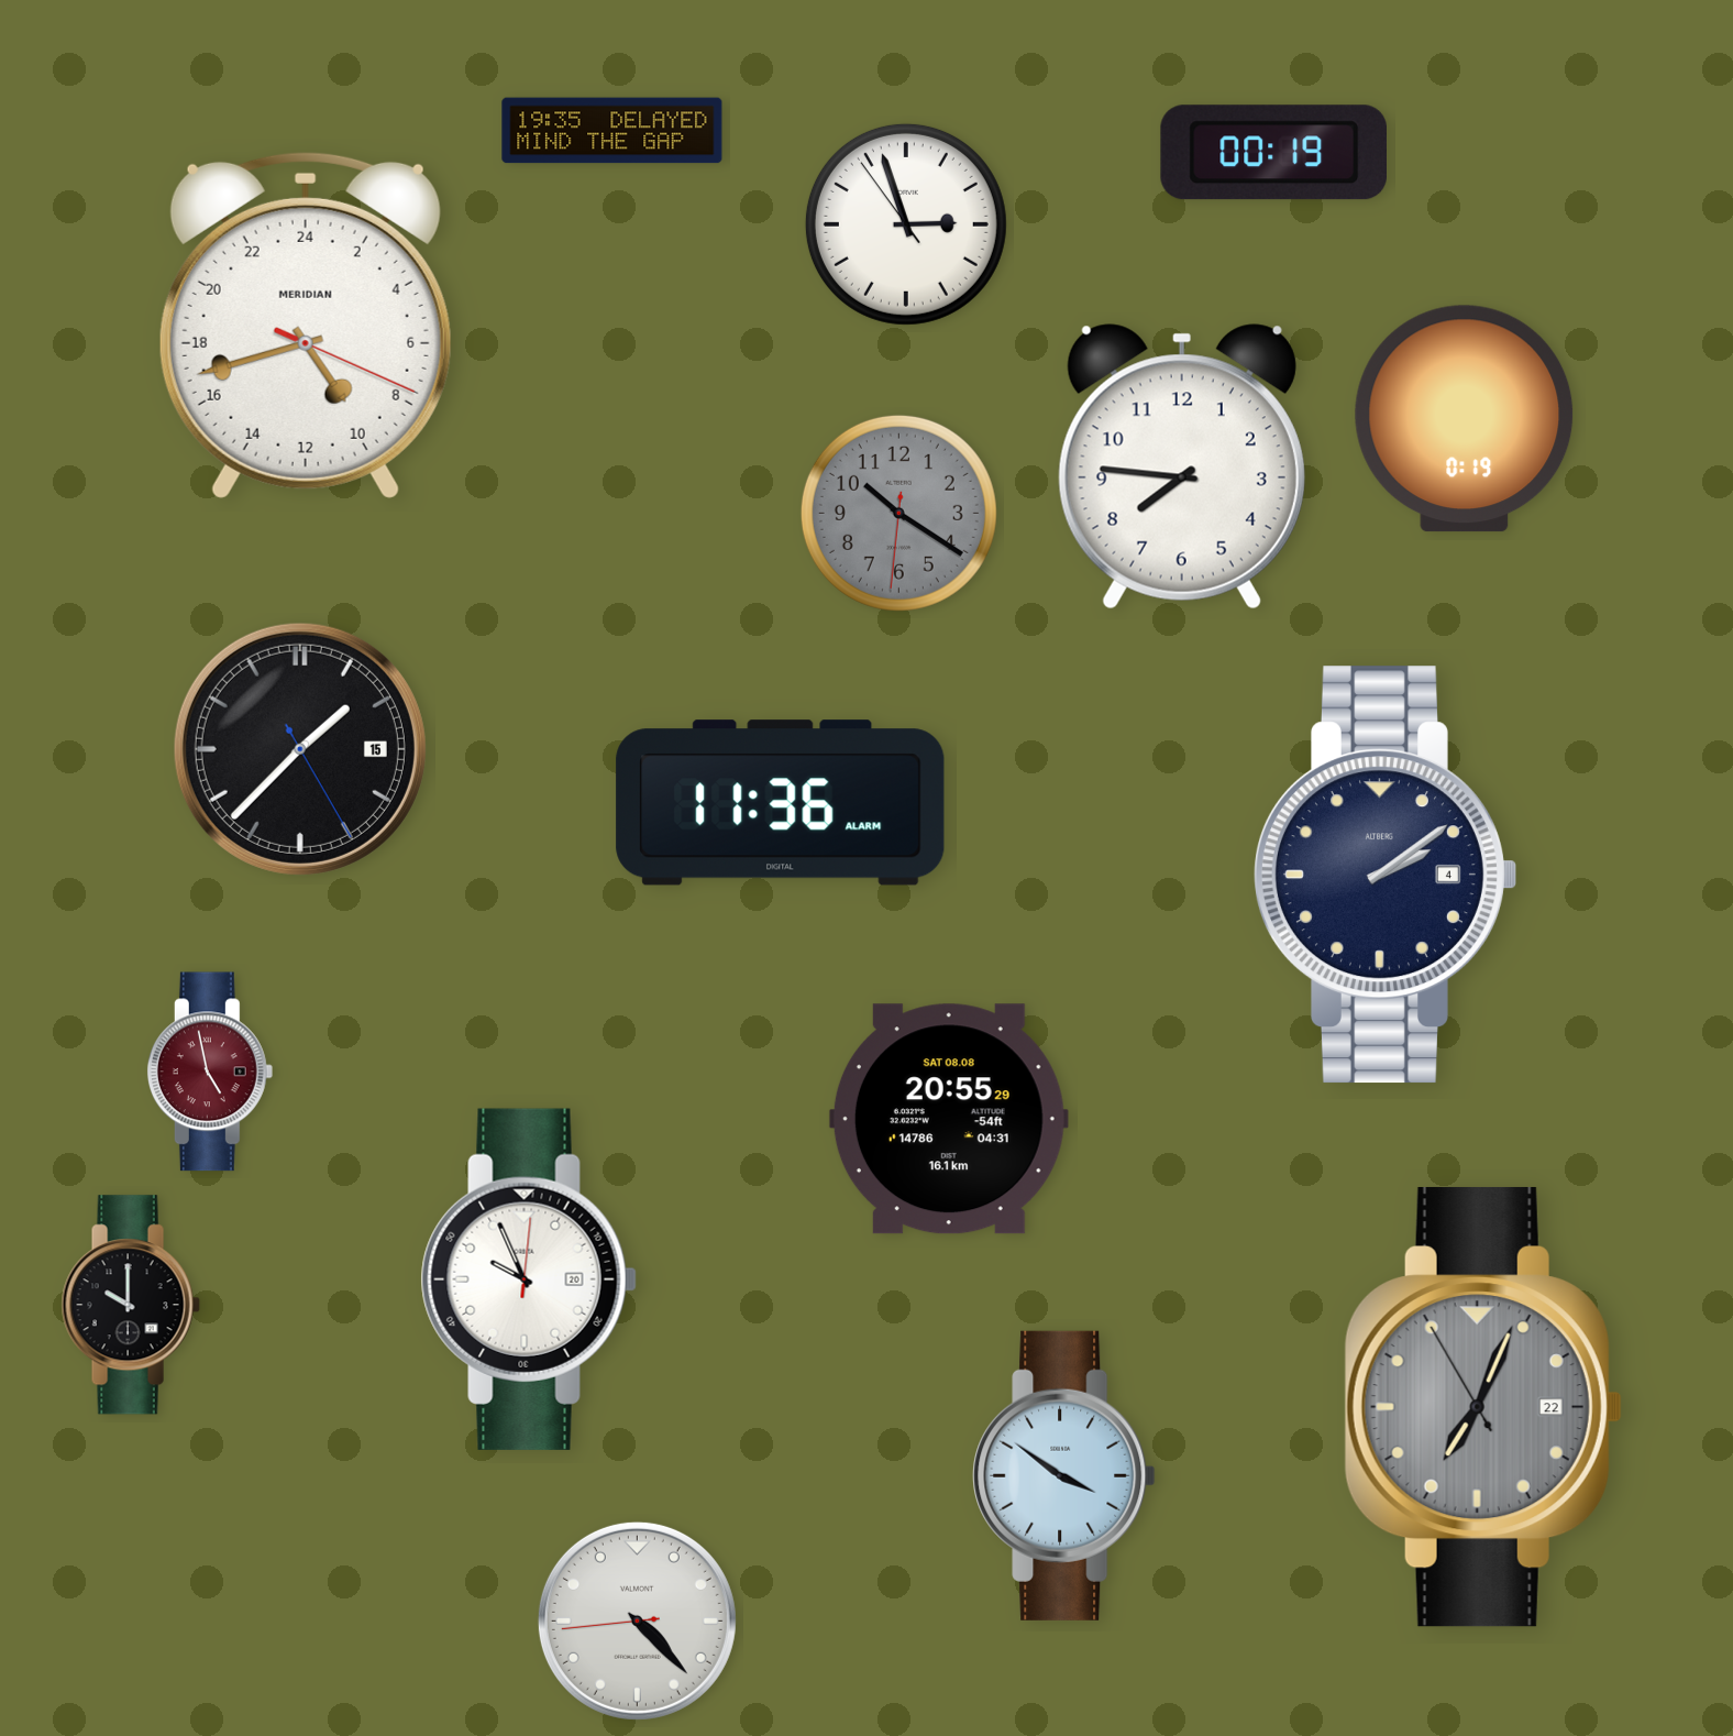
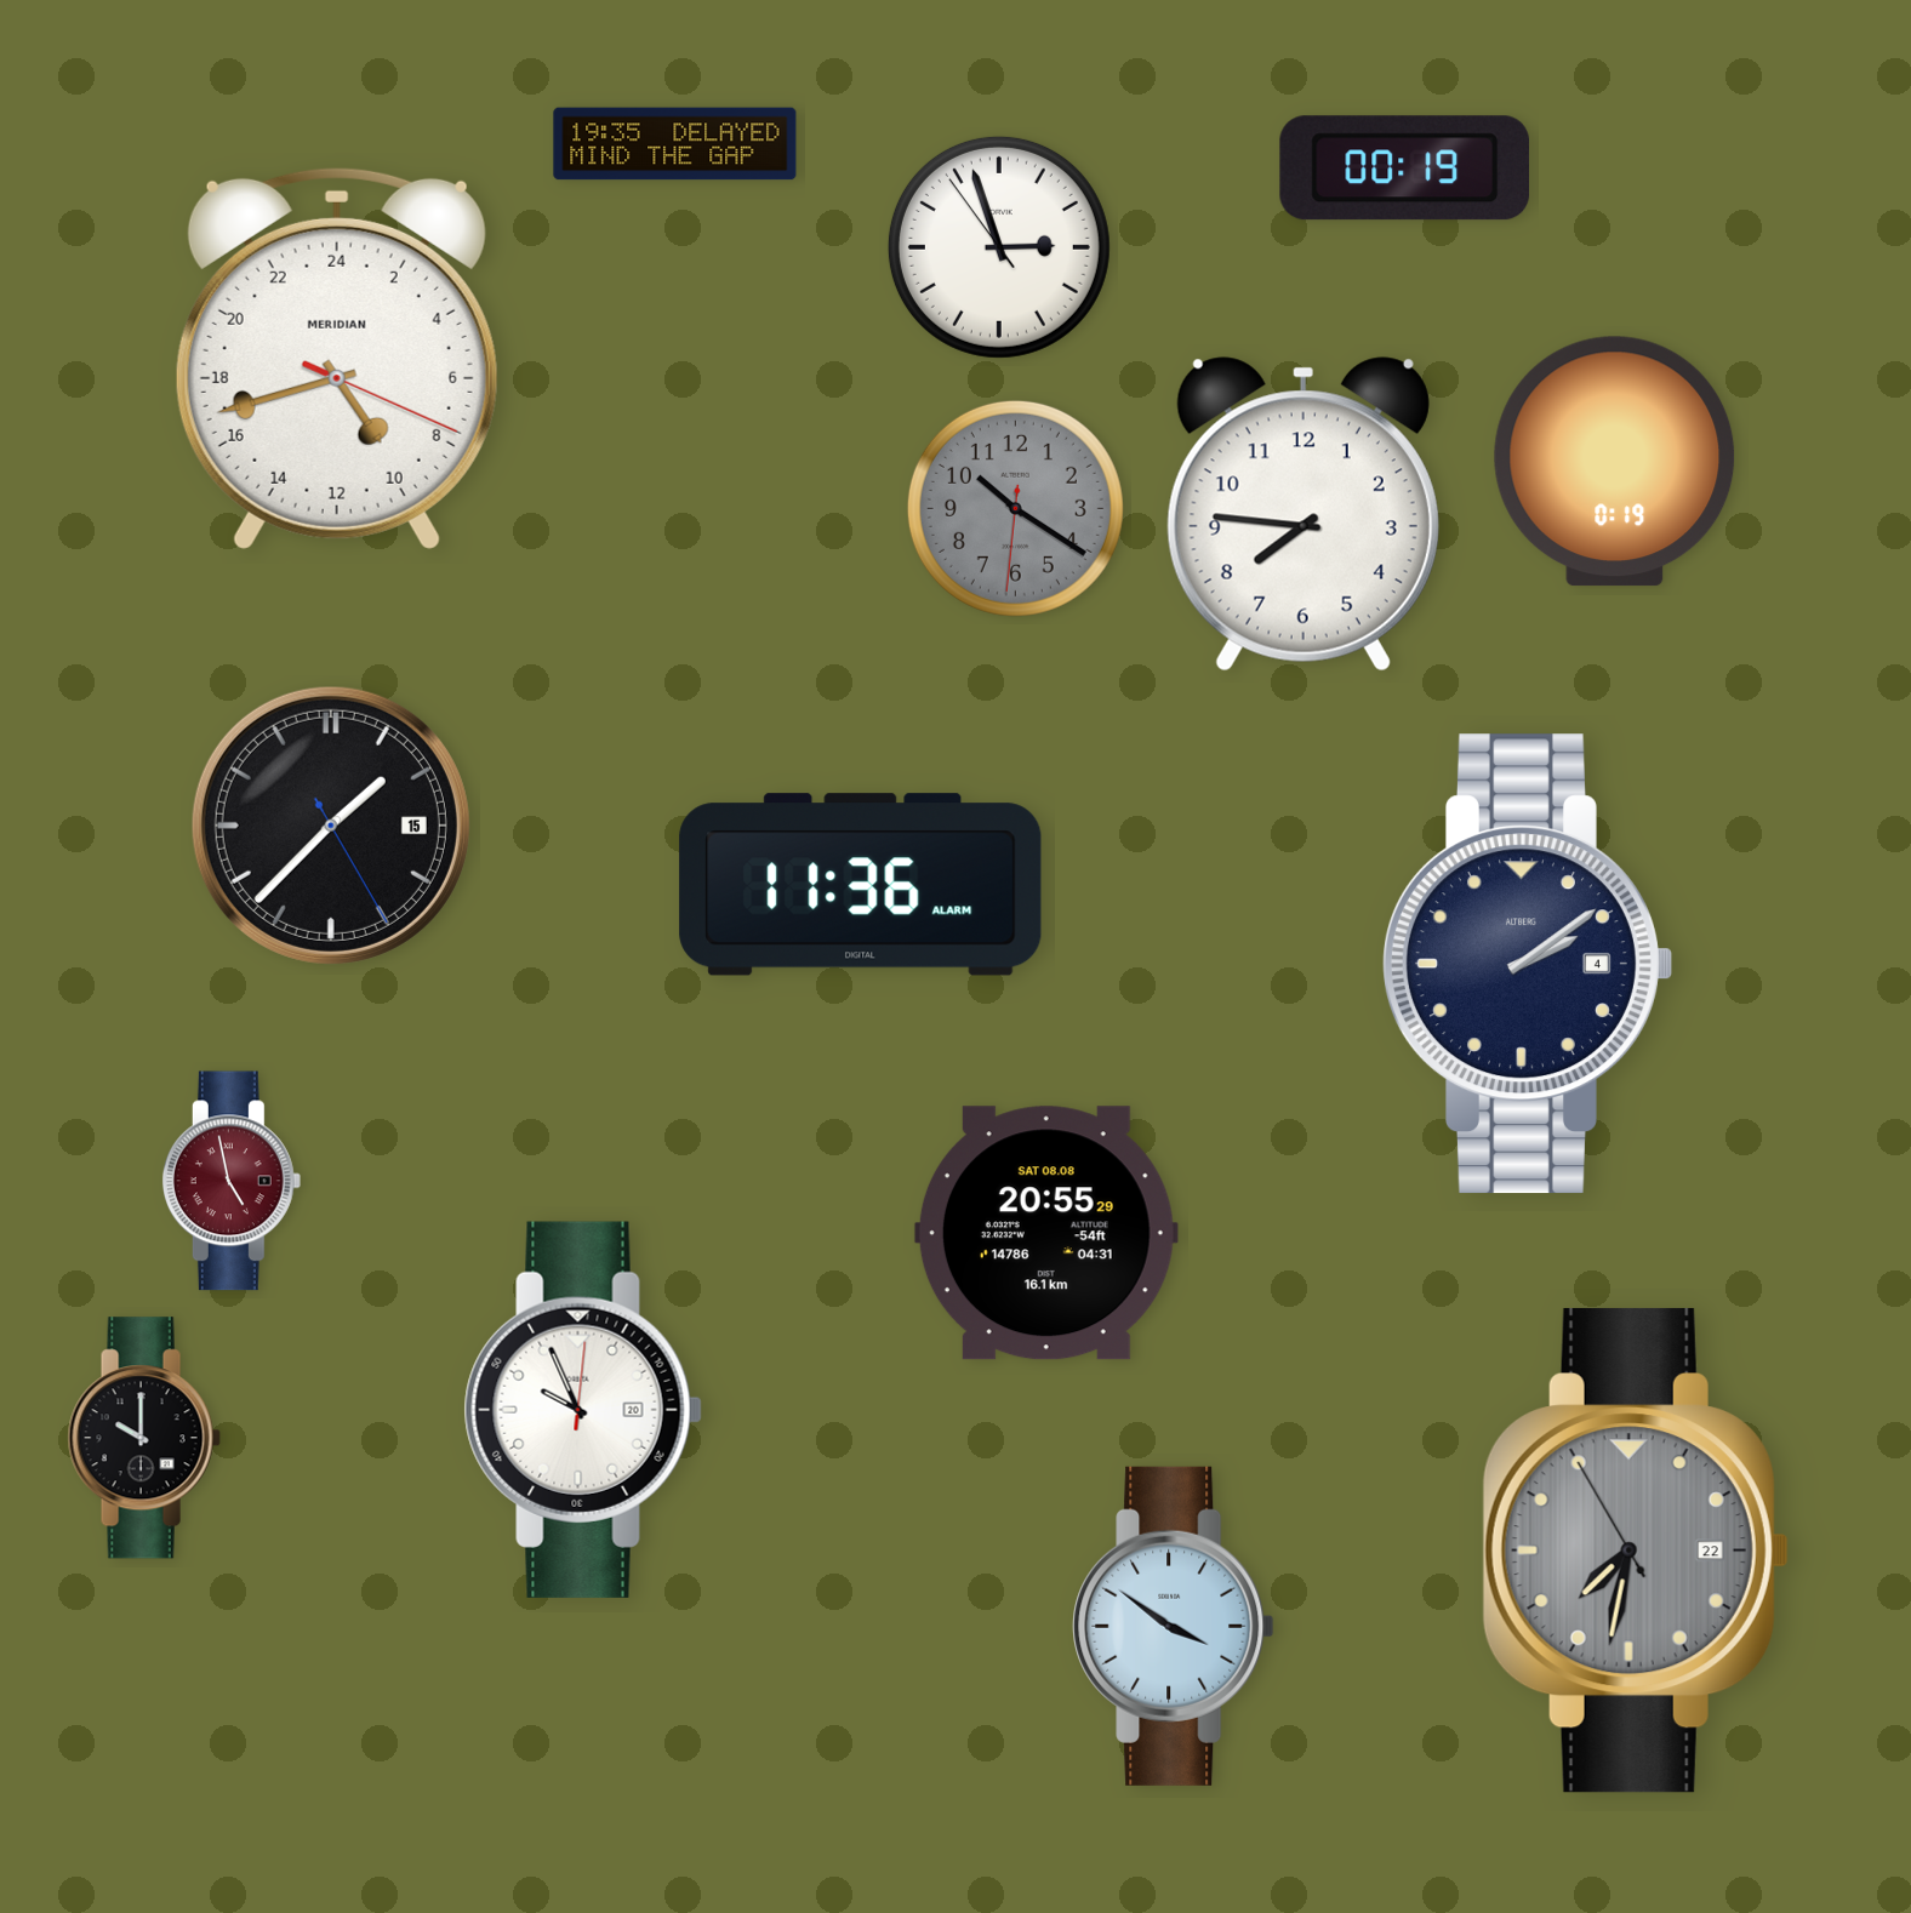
clock at (898, 513) position: (898, 513) -> (1015, 508)
clock at (1483, 1407): 7:03 -> 7:31
clock at (637, 1620): 4:22 -> none
